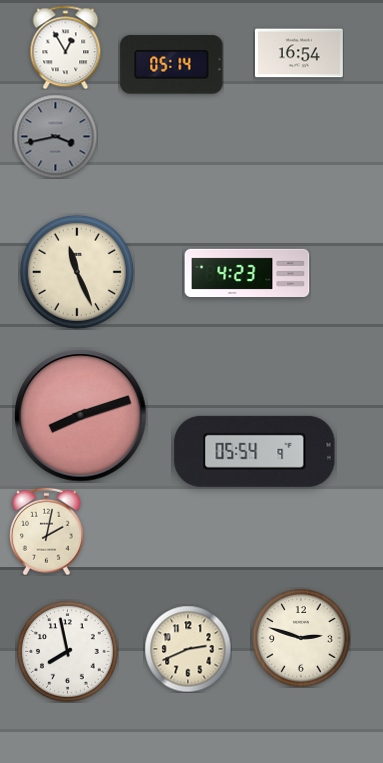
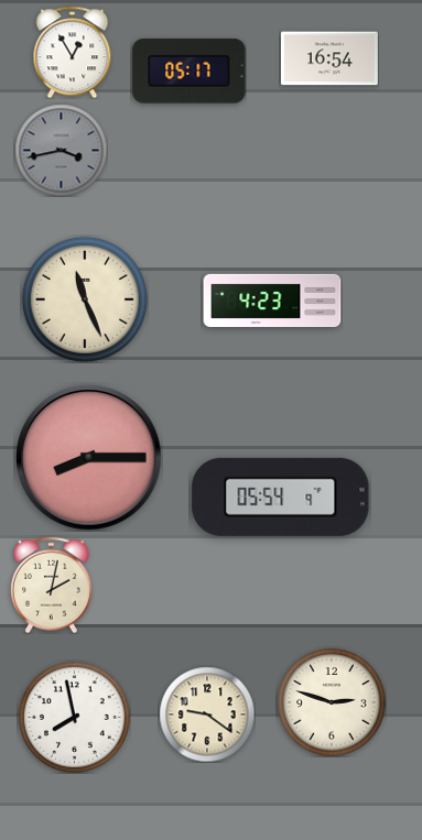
clock at (172, 65): 05:14 -> 05:17
clock at (81, 416): 8:12 -> 8:15
clock at (188, 649): 2:41 -> 9:21
